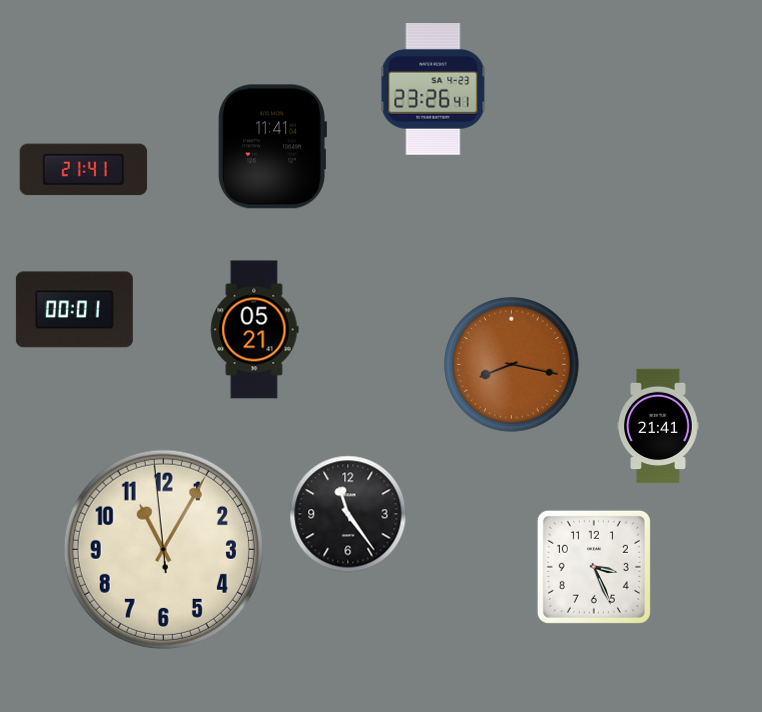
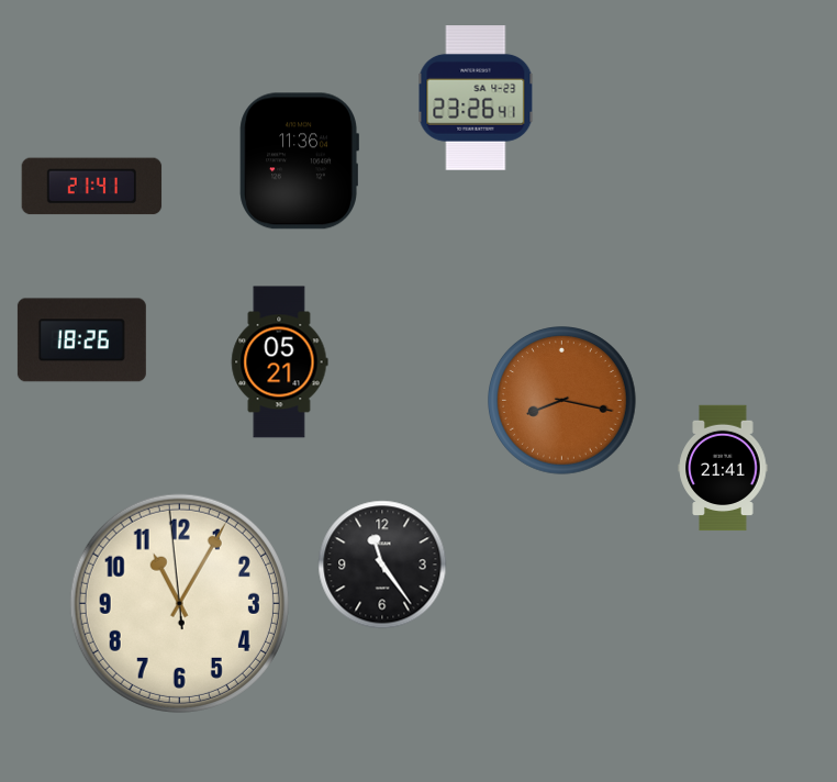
clock at (272, 147): 11:41 -> 11:36
clock at (74, 310): 00:01 -> 18:26
clock at (594, 567): 3:26 -> none
